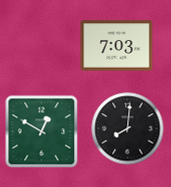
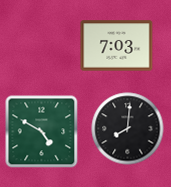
clock at (42, 132): 12:50 -> 4:50
